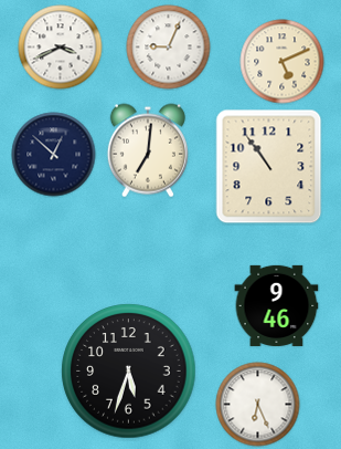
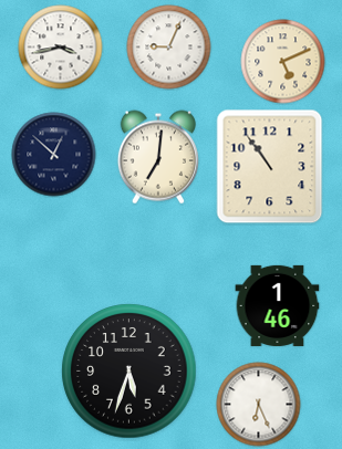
clock at (61, 48): 3:41 -> 3:43
clock at (148, 150) position: (148, 150) -> (158, 157)
clock at (277, 305): 9:46 -> 1:46
